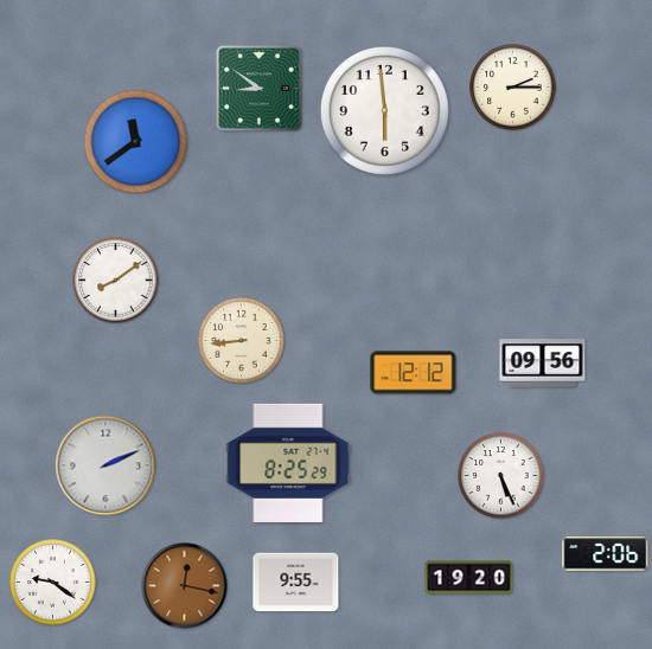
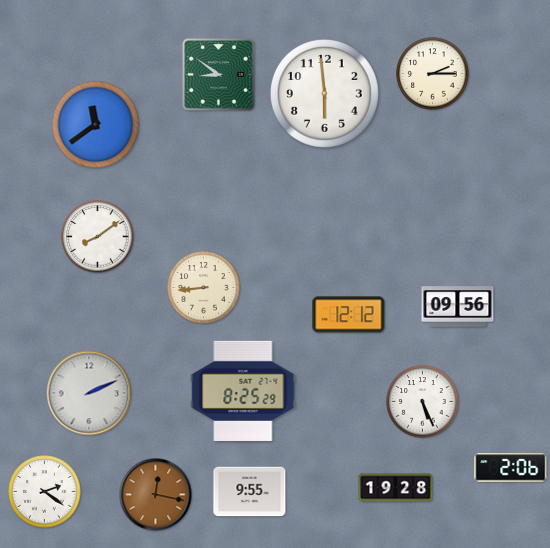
clock at (136, 142) position: (136, 142) -> (96, 125)
clock at (469, 578): 19:20 -> 19:28
clock at (53, 583): 9:21 -> 2:21
